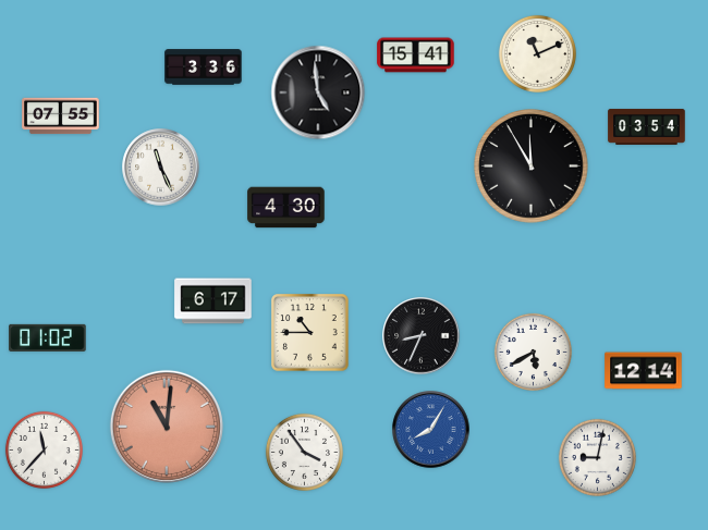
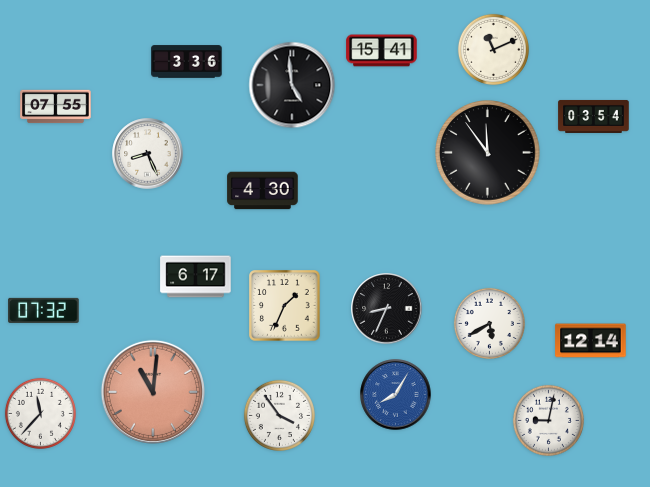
clock at (532, 167): 11:55 -> 11:54
clock at (161, 168): 11:26 -> 8:26
clock at (310, 333): 10:45 -> 1:34
clock at (48, 337): 01:02 -> 07:32
